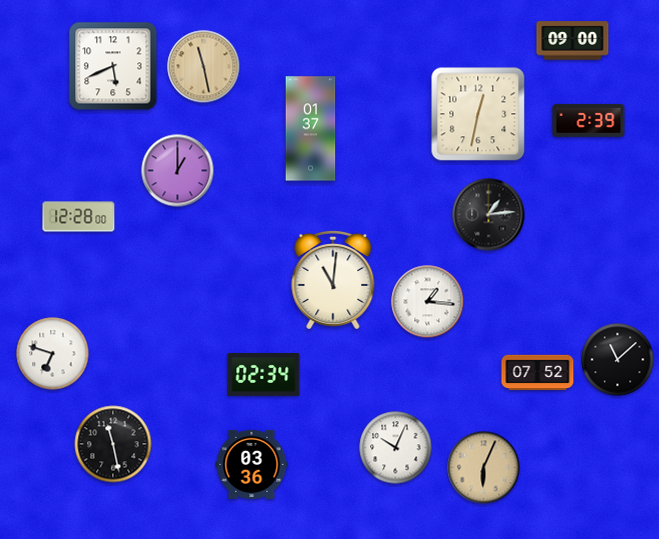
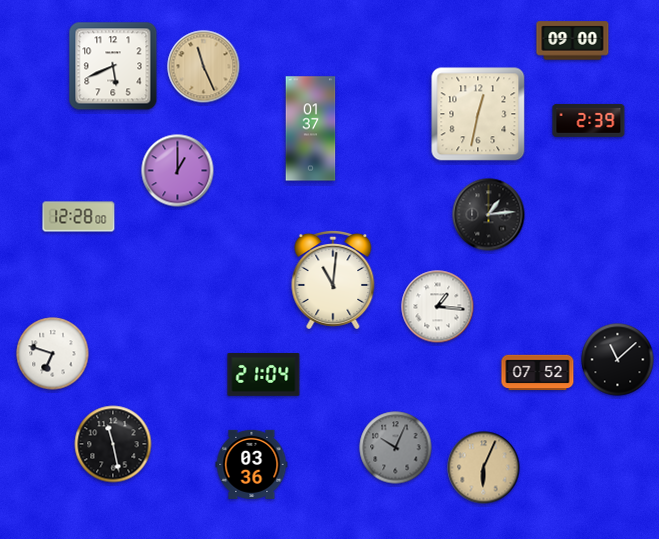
clock at (204, 67): 11:28 -> 11:26
clock at (428, 302) position: (428, 302) -> (438, 307)
clock at (264, 375): 02:34 -> 21:04
clock at (396, 448) dial: white -> grey
